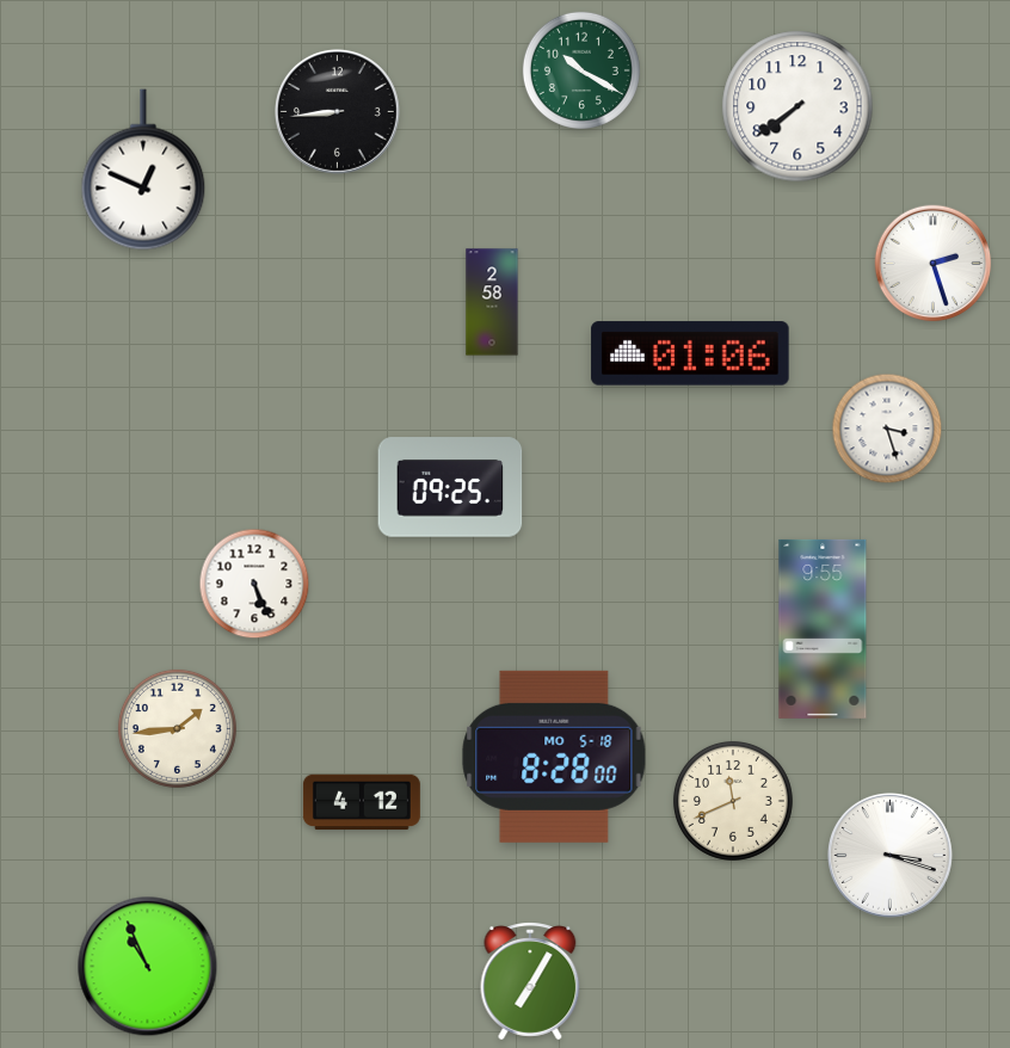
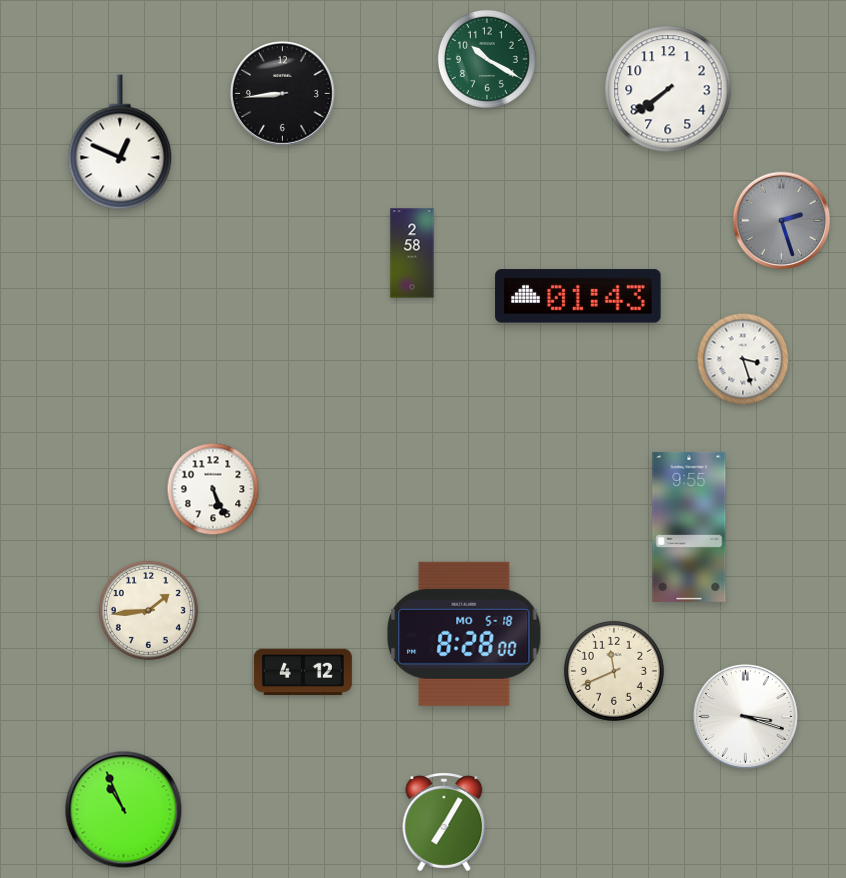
clock at (934, 264) dial: white -> grey
clock at (690, 353): 01:06 -> 01:43
clock at (450, 487): 09:25 -> none
